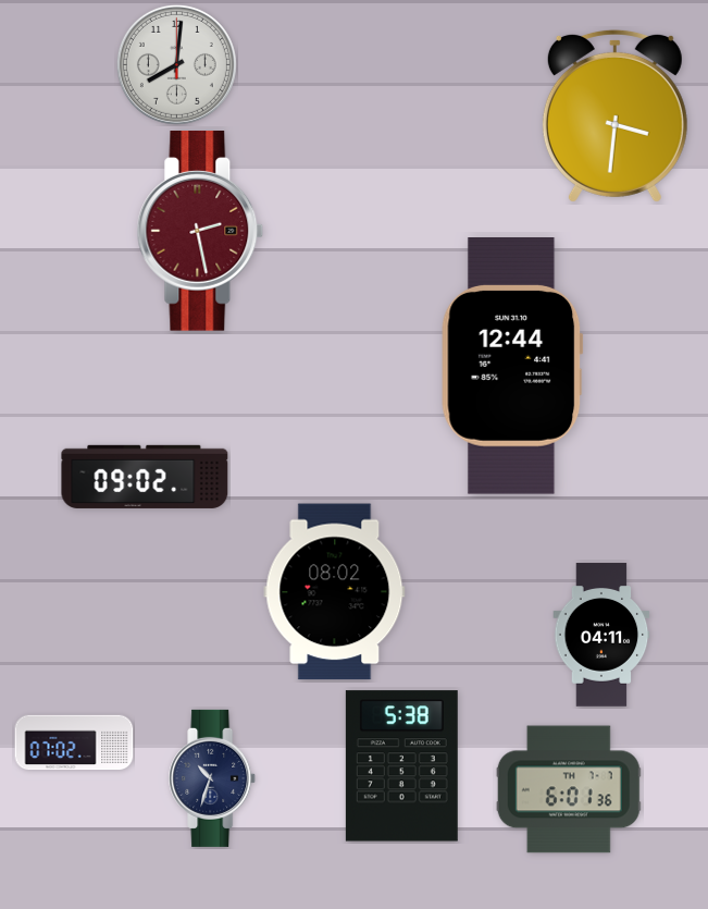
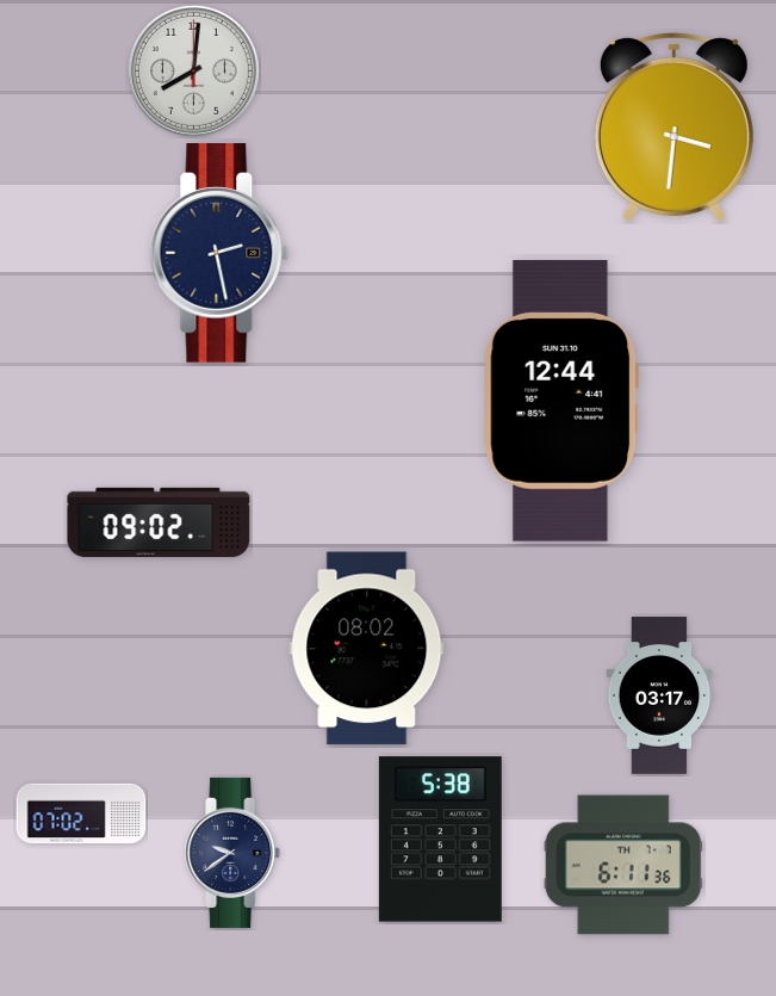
clock at (200, 232) dial: burgundy -> navy
clock at (601, 635): 04:11 -> 03:17
clock at (213, 778): 10:33 -> 9:39
clock at (569, 789): 6:01 -> 6:11
